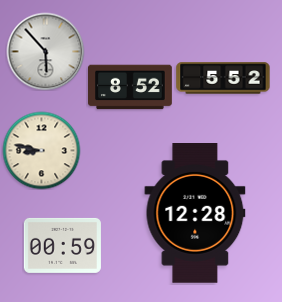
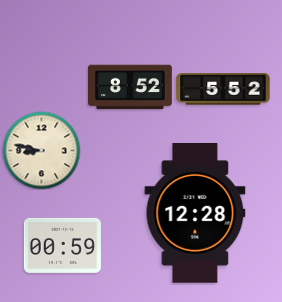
clock at (45, 51): 5:53 -> none
clock at (223, 78) position: (223, 78) -> (223, 89)
